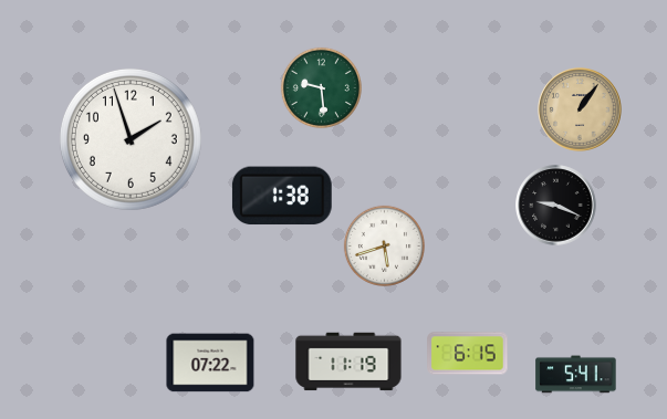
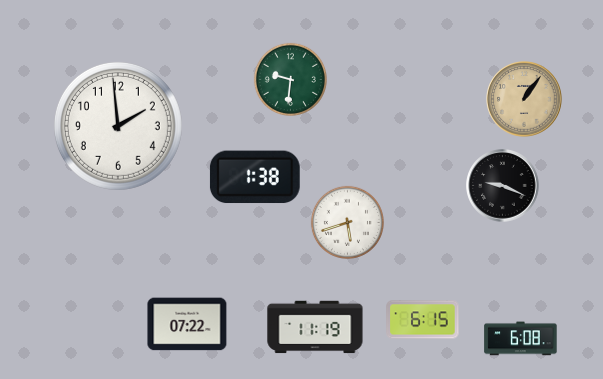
clock at (321, 87): 9:29 -> 9:31
clock at (131, 139): 1:57 -> 1:59
clock at (210, 363) position: (210, 363) -> (187, 324)
clock at (576, 375): 5:41 -> 6:08
